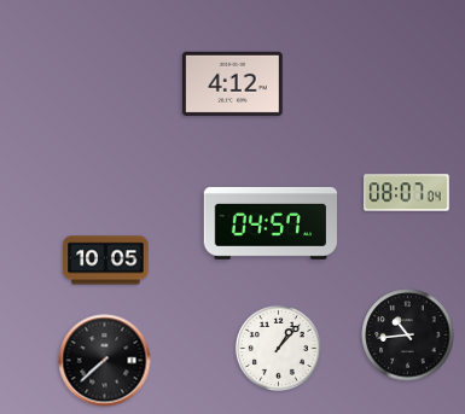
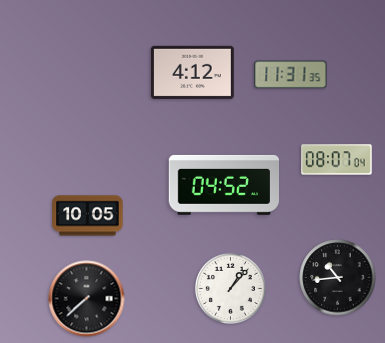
clock at (232, 83) position: (232, 83) -> (192, 72)
clock at (291, 75): none -> 11:31
clock at (269, 223): 04:57 -> 04:52
